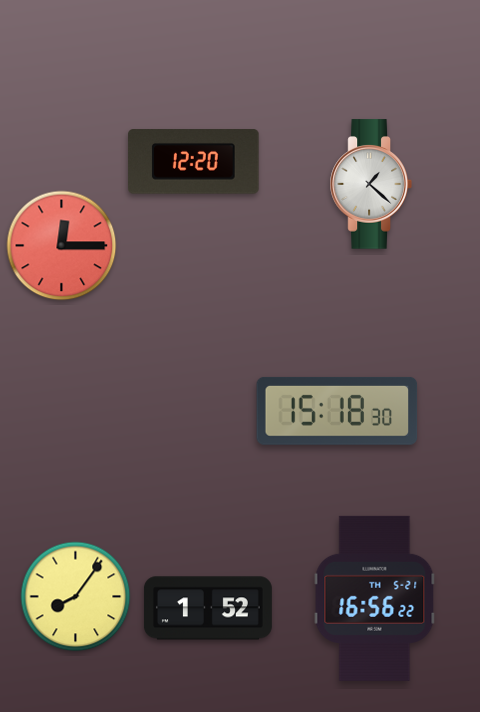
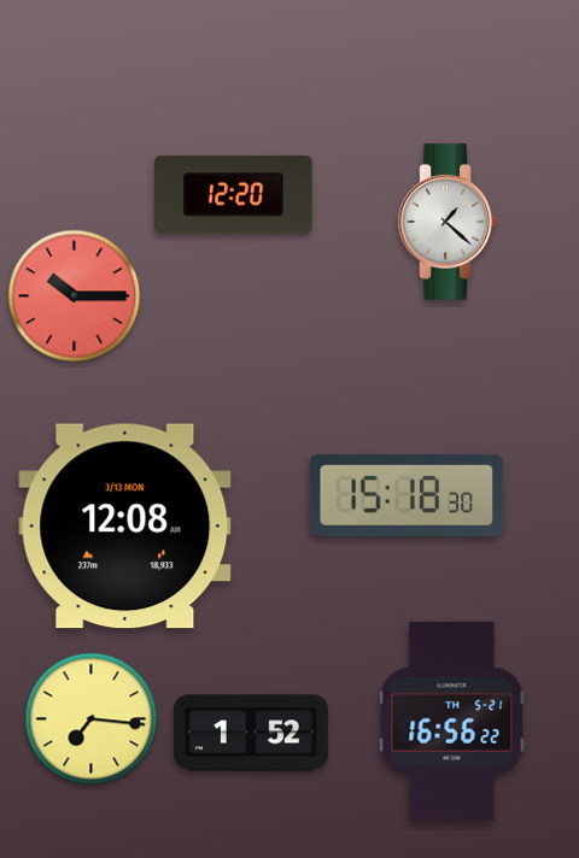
clock at (62, 246): 12:15 -> 10:15
clock at (125, 527): none -> 12:08
clock at (76, 597): 8:06 -> 7:16
